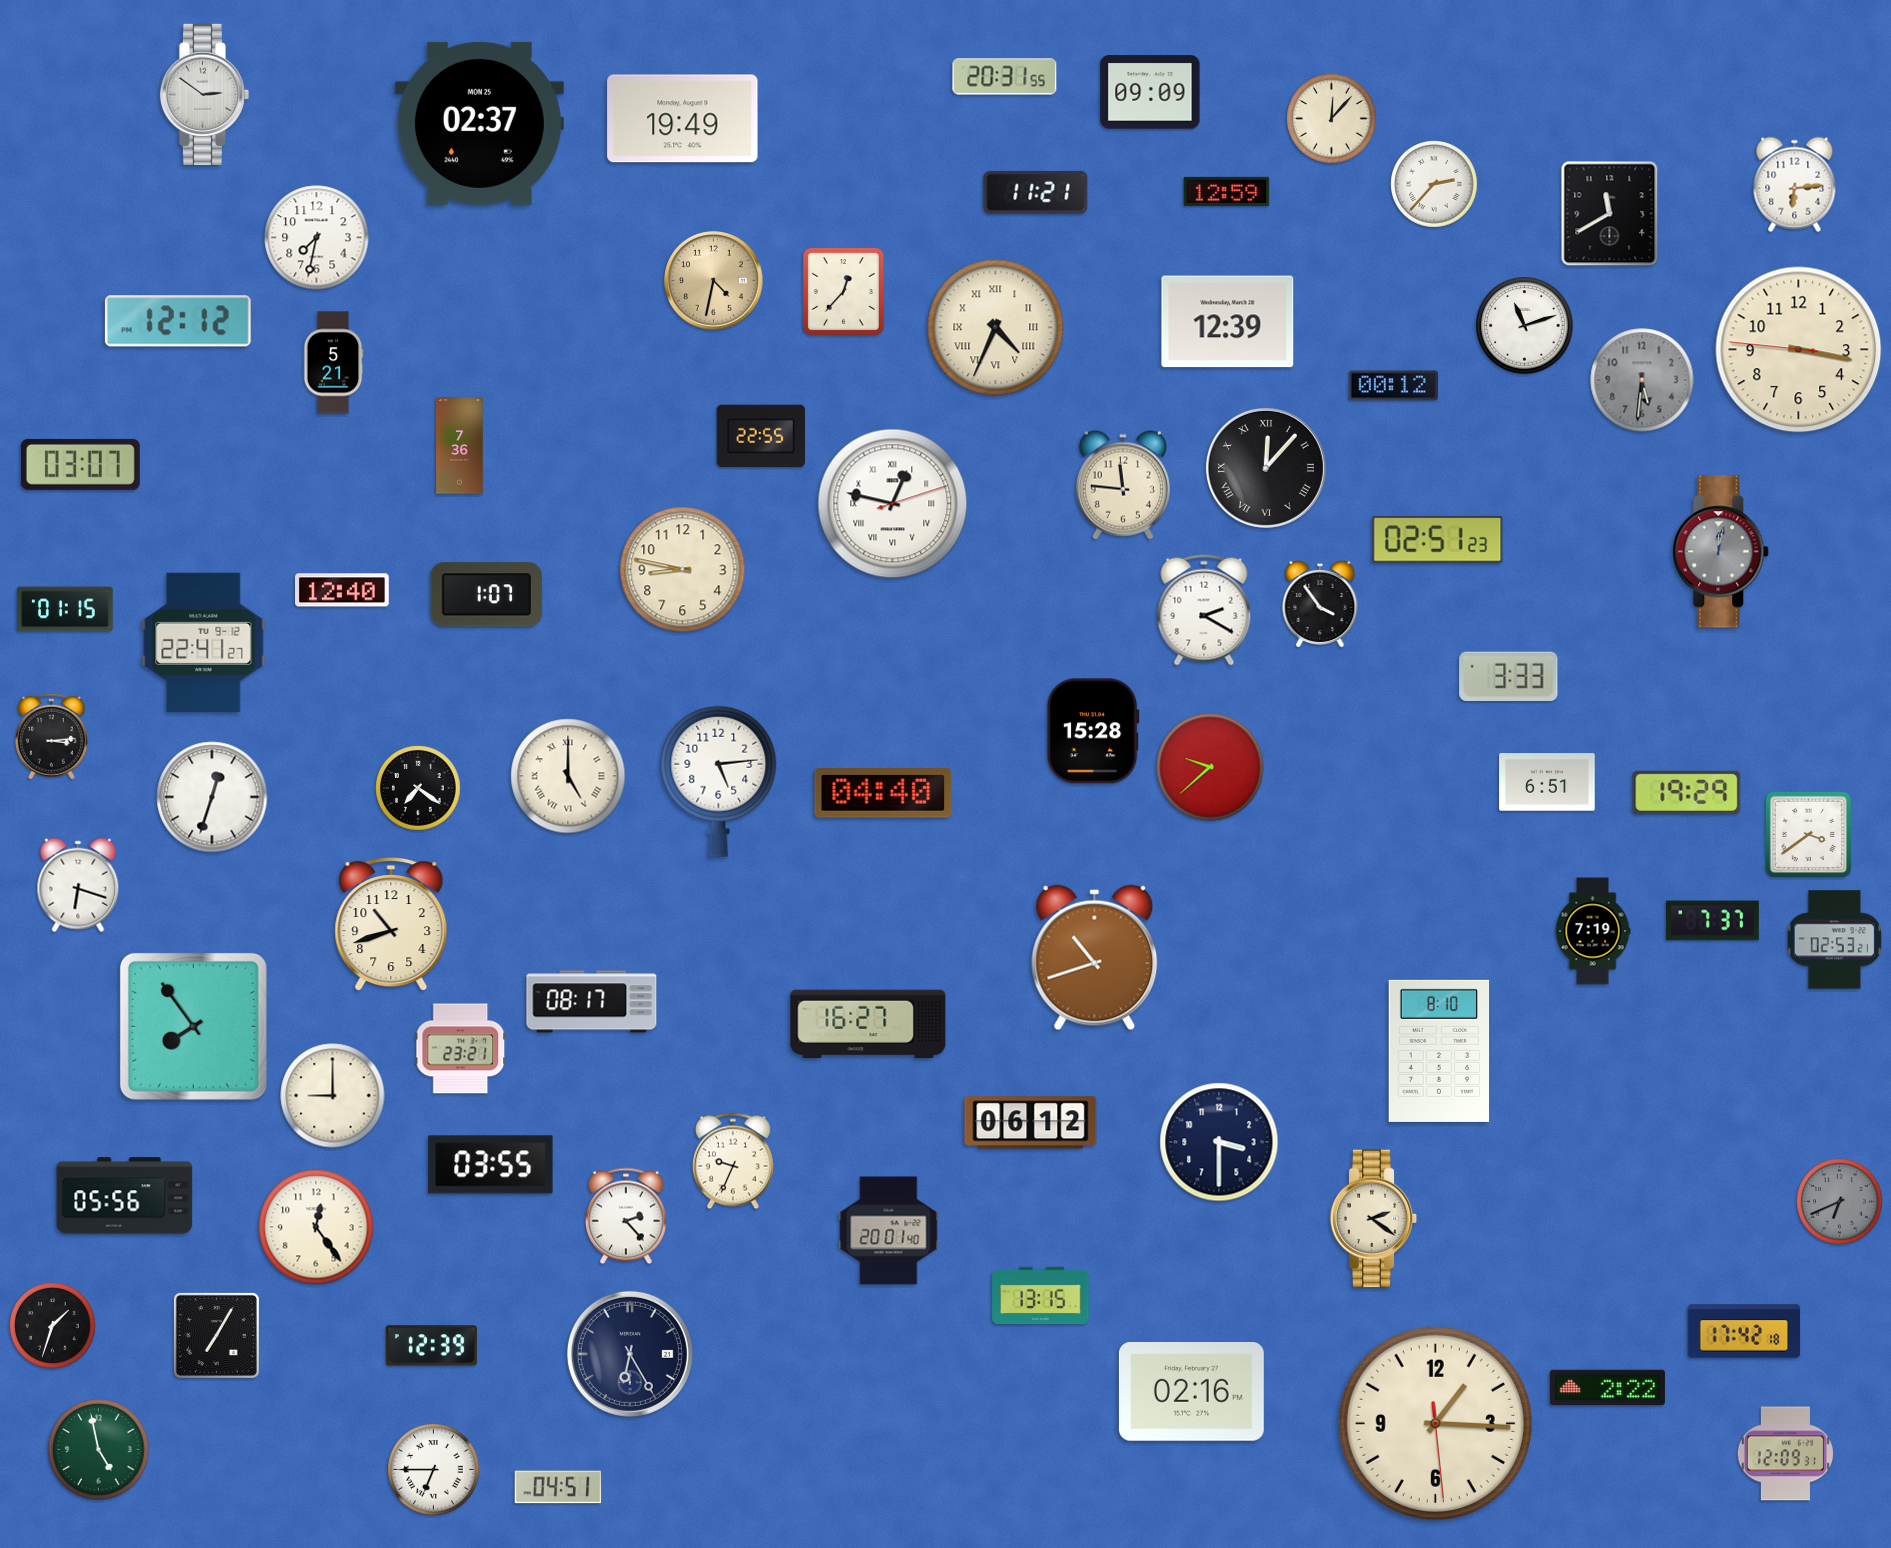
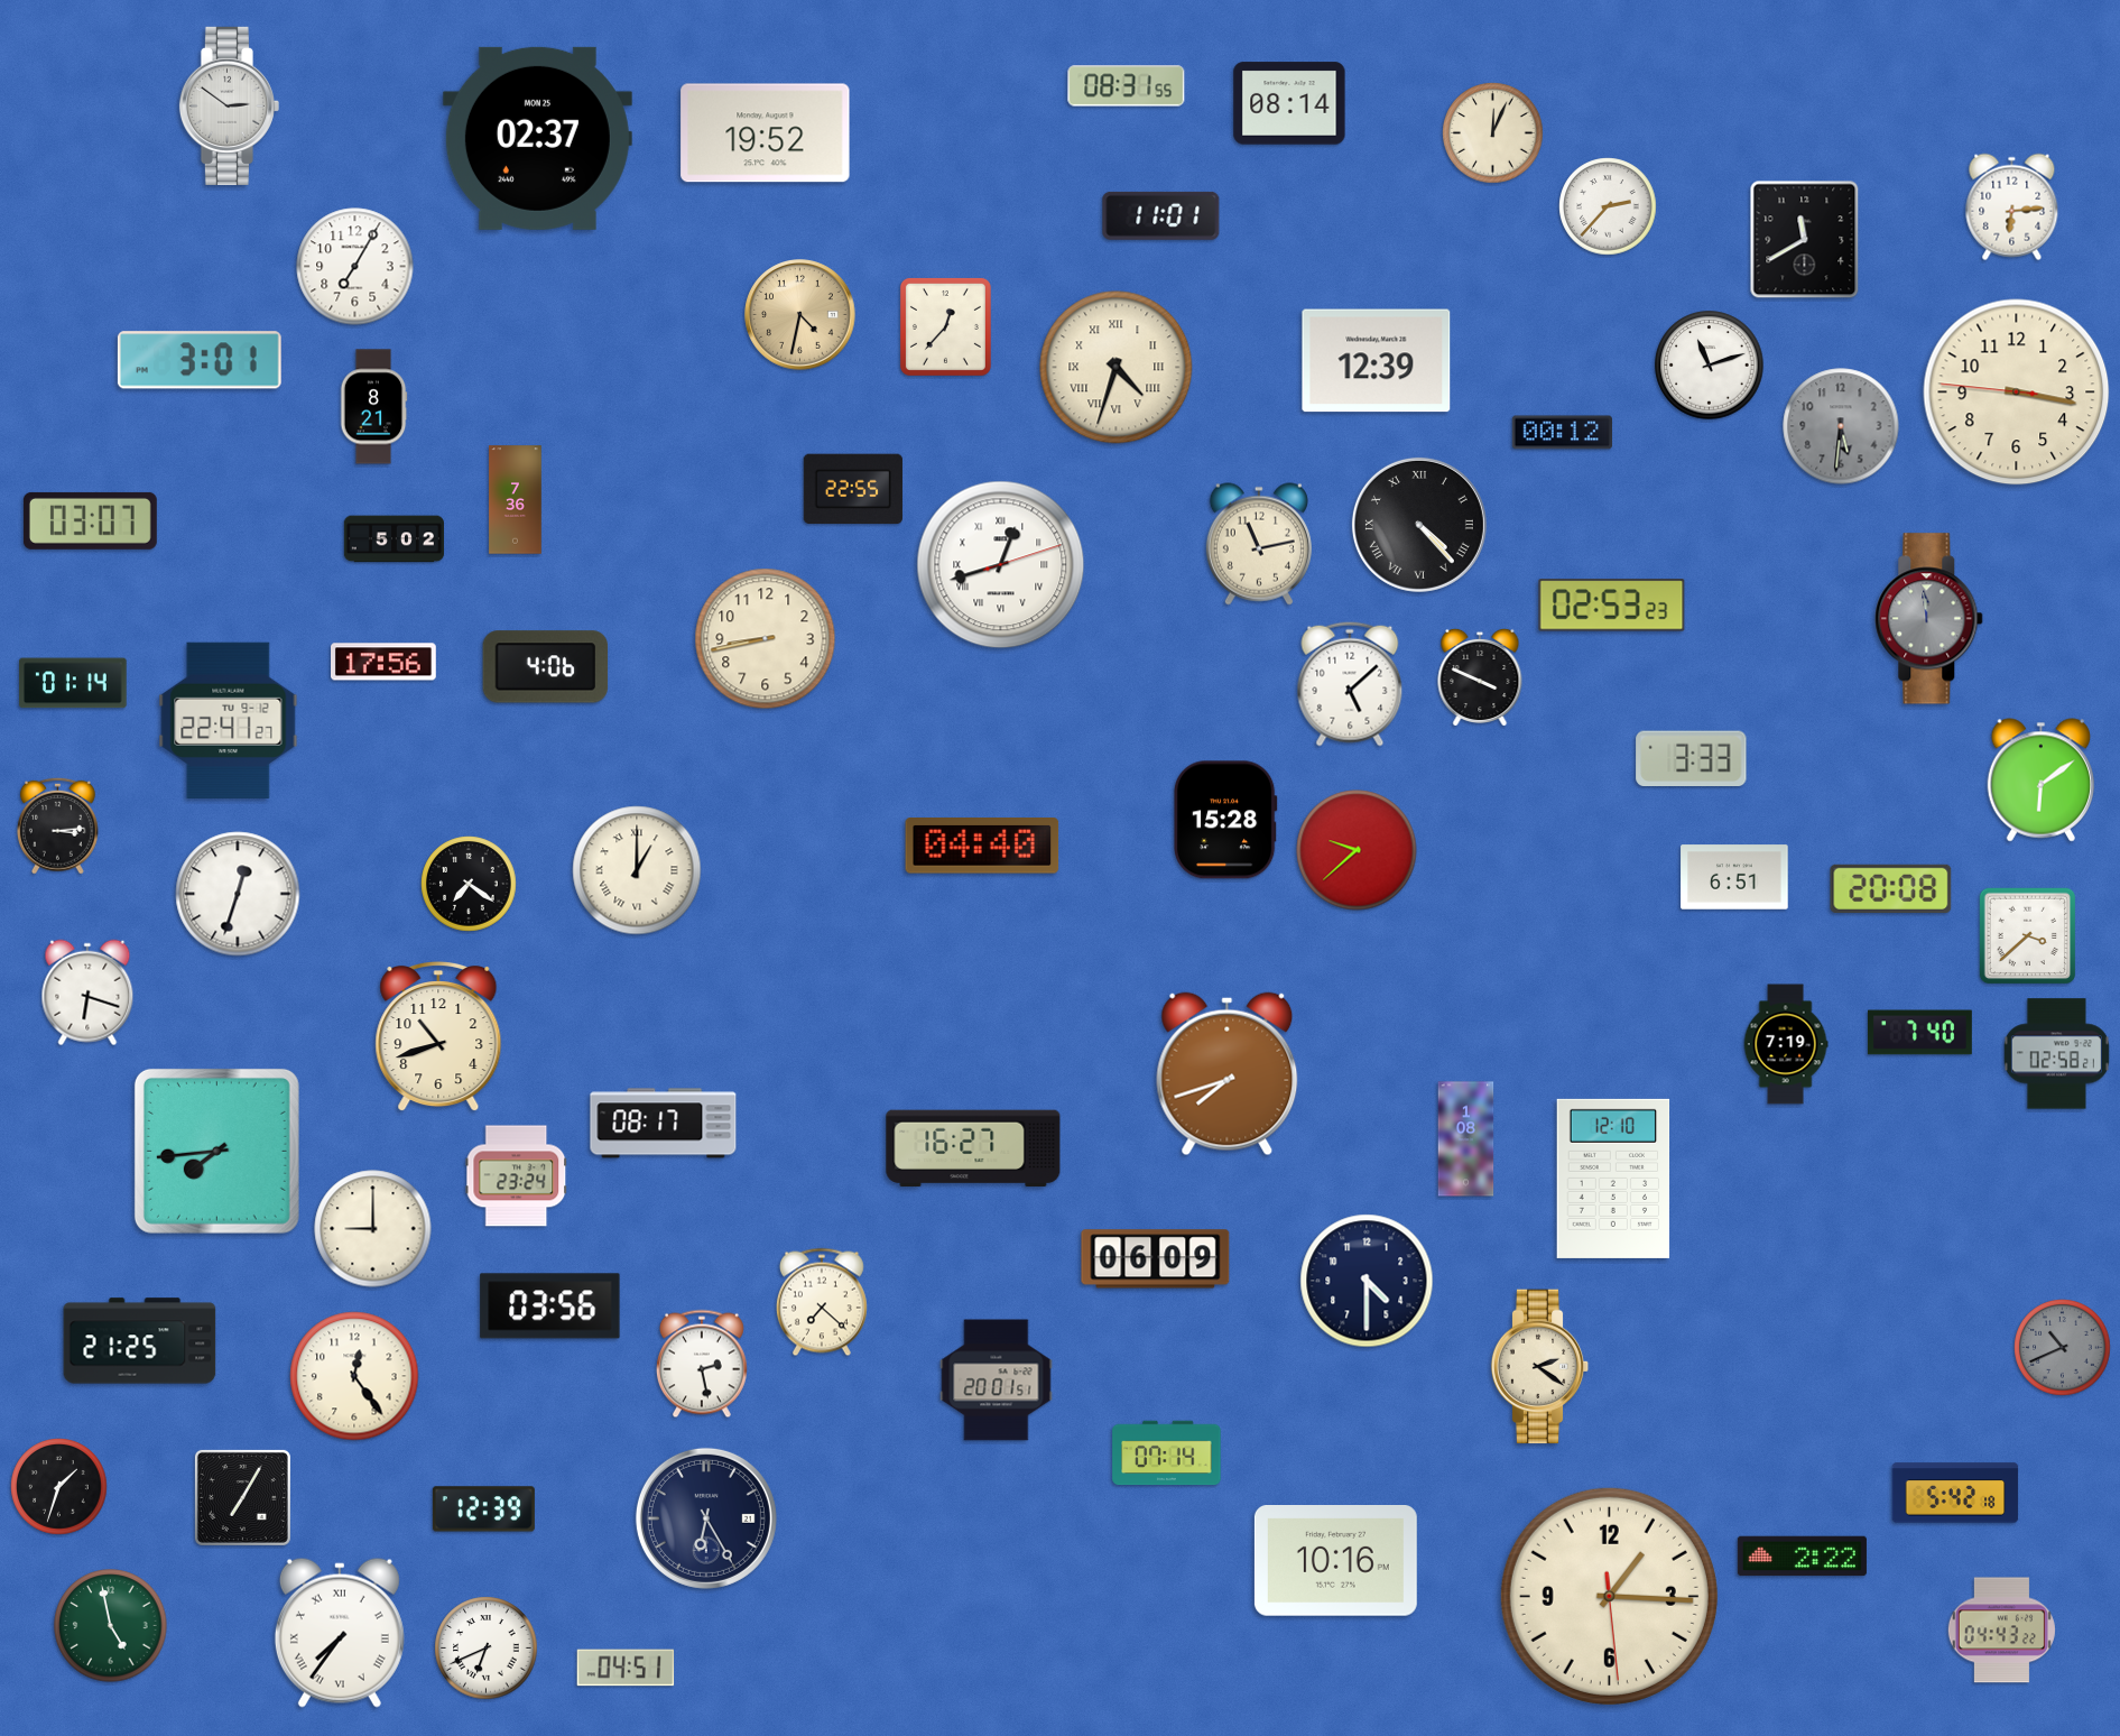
clock at (1005, 77): 20:31 -> 08:31
clock at (1150, 92): 09:09 -> 08:14
clock at (683, 119): 19:49 -> 19:52
clock at (1332, 119): 12:07 -> 12:04
clock at (1227, 191): 12:59 -> none
clock at (1036, 192): 11:21 -> 11:01
clock at (317, 238): 7:32 -> 7:05
clock at (178, 321): 12:12 -> 3:01
clock at (996, 328): 4:34 -> 4:33
clock at (333, 363): 5:21 -> 8:21
clock at (1266, 468): 12:07 -> 4:23
clock at (394, 539): none -> 5:02
clock at (1123, 485): 11:46 -> 11:13
clock at (893, 504): 12:47 -> 12:42
clock at (1438, 540): 02:51 -> 02:53
clock at (1721, 552): 12:02 -> 11:59
clock at (683, 570): 8:47 -> 8:43
clock at (343, 590): 12:40 -> 17:56
clock at (487, 595): 1:07 -> 4:06
clock at (1320, 603): 3:54 -> 3:49
clock at (65, 609): 01:15 -> 01:14
clock at (1204, 610): 2:20 -> 5:08
clock at (2042, 781): none -> 6:09
clock at (1210, 767) position: (1210, 767) -> (1357, 850)
clock at (568, 776): 5:00 -> 1:00
clock at (719, 781): 5:14 -> none
clock at (1687, 792): 19:29 -> 20:08
clock at (883, 794) position: (883, 794) -> (982, 847)
clock at (1808, 834): 3:39 -> 3:38
clock at (1712, 921): 7:37 -> 7:40
clock at (1834, 940): 02:53 -> 02:58
clock at (1095, 958): 10:42 -> 7:42
clock at (1466, 1139): none -> 1:08
clock at (193, 1026): 7:54 -> 7:44
clock at (461, 1049): 23:21 -> 23:24
clock at (1439, 1051): 8:10 -> 12:10
clock at (1031, 1123): 06:12 -> 06:09
clock at (1219, 1142): 3:30 -> 4:30
clock at (733, 1161): 9:34 -> 7:22
clock at (491, 1165): 03:55 -> 03:56
clock at (125, 1196): 05:56 -> 21:25
clock at (1840, 1202): 6:41 -> 10:41
clock at (626, 1216): 2:23 -> 2:28
clock at (889, 1231): 20:01:40 -> 20:01:51
clock at (1041, 1296): 13:15 -> 07:14
clock at (1744, 1331): 17:42 -> 5:42
clock at (1191, 1392): 02:16 -> 10:16
clock at (1785, 1454): 12:09 -> 04:43
clock at (340, 1633): none -> 7:36
clock at (434, 1470): 6:45 -> 6:41
